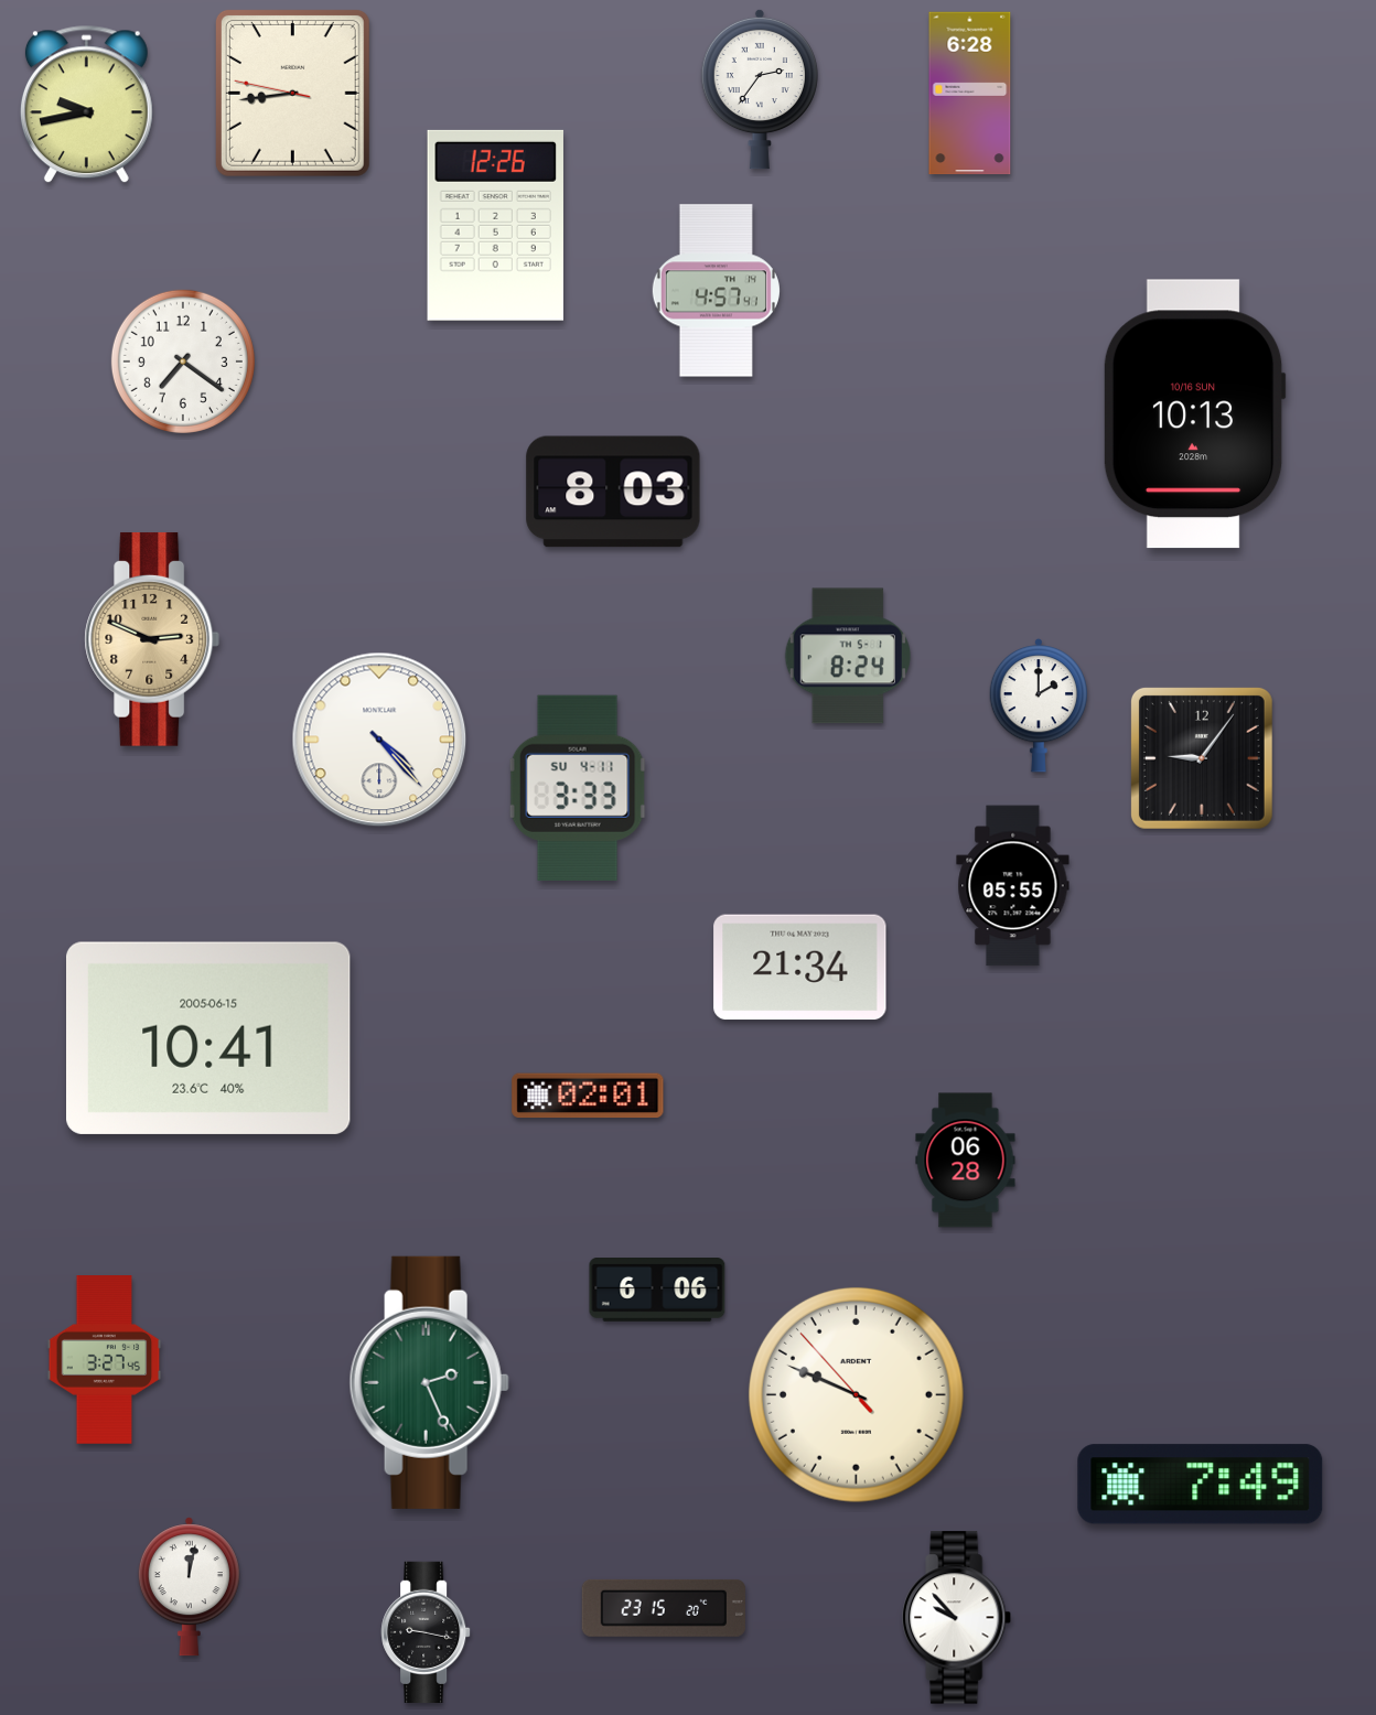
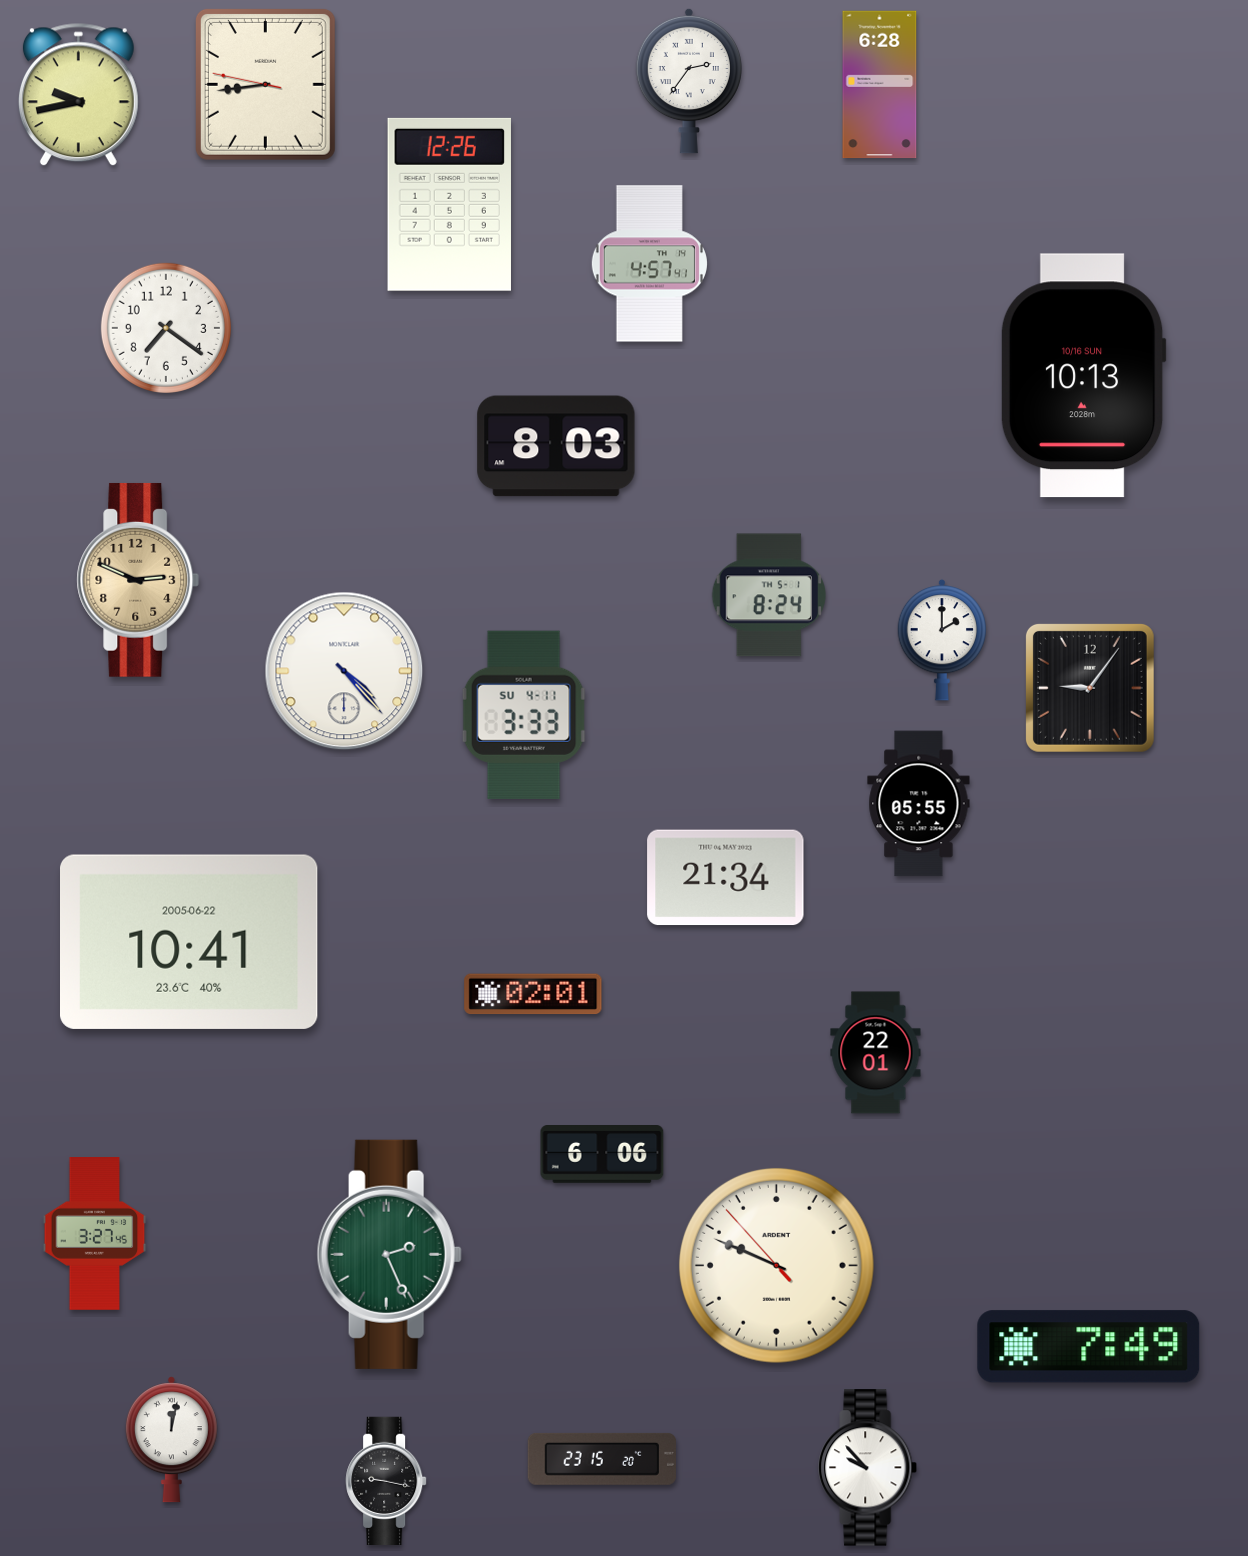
clock at (209, 1038) date: 2005-06-15 -> 2005-06-22
clock at (966, 1161): 06:28 -> 22:01
clock at (657, 1291) position: (657, 1291) -> (602, 1155)
